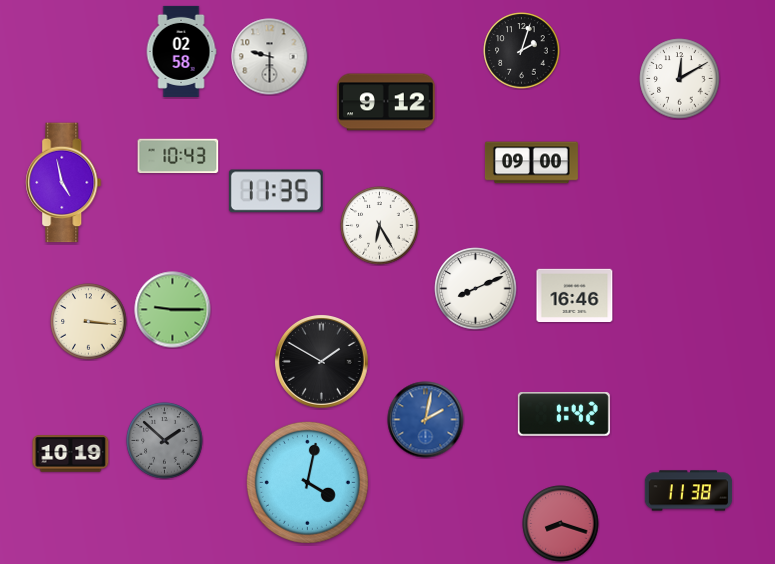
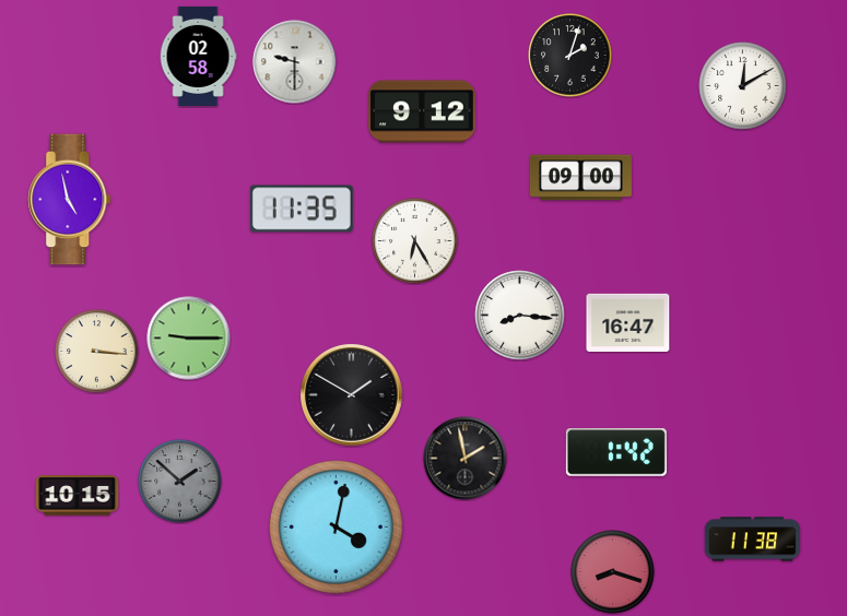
clock at (178, 156): 10:43 -> none
clock at (380, 226) position: (380, 226) -> (415, 241)
clock at (476, 289): 8:11 -> 8:16
clock at (575, 295): 16:46 -> 16:47
clock at (426, 420): 2:02 -> 1:58
clock at (426, 420) dial: blue -> black
clock at (71, 454): 10:19 -> 10:15
clock at (689, 491) position: (689, 491) -> (753, 540)
